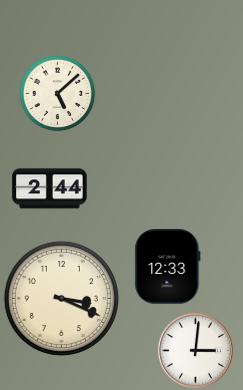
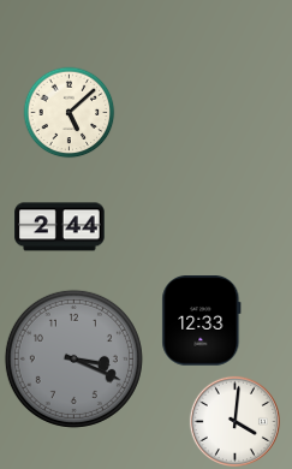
clock at (61, 298) dial: cream -> grey
clock at (195, 350): 3:01 -> 4:01
